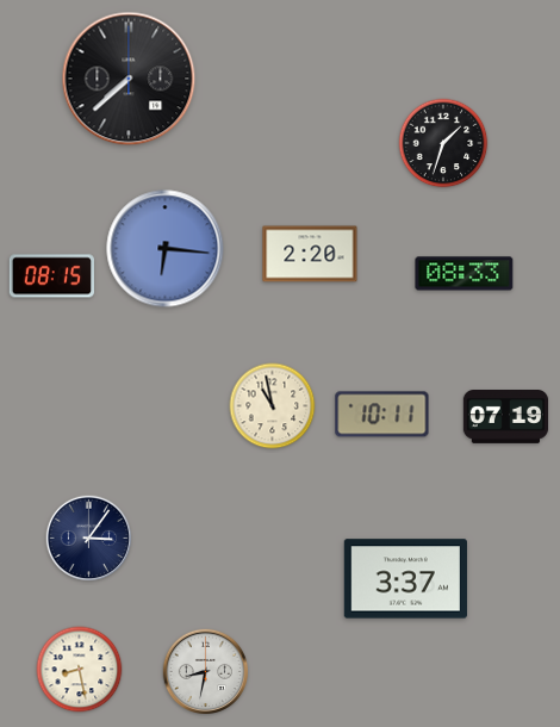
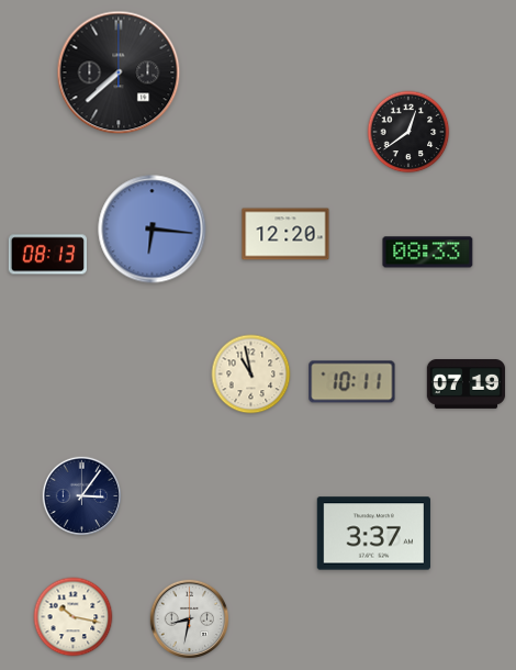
clock at (443, 143): 1:33 -> 12:39
clock at (310, 254): 2:20 -> 12:20
clock at (51, 276): 08:15 -> 08:13
clock at (80, 670): 8:28 -> 10:17
